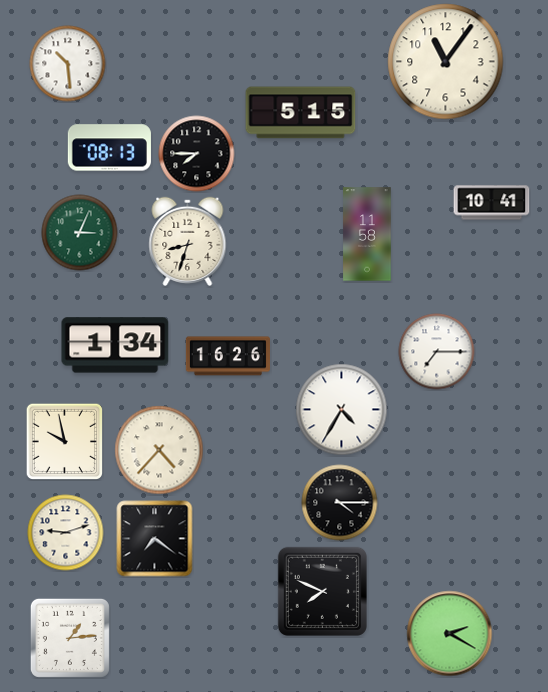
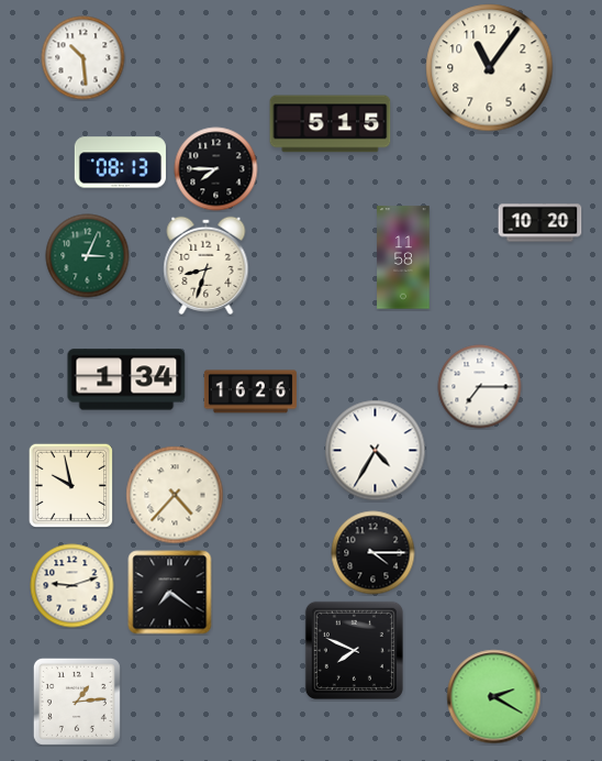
clock at (68, 64) position: (68, 64) -> (83, 58)
clock at (492, 203): 10:41 -> 10:20
